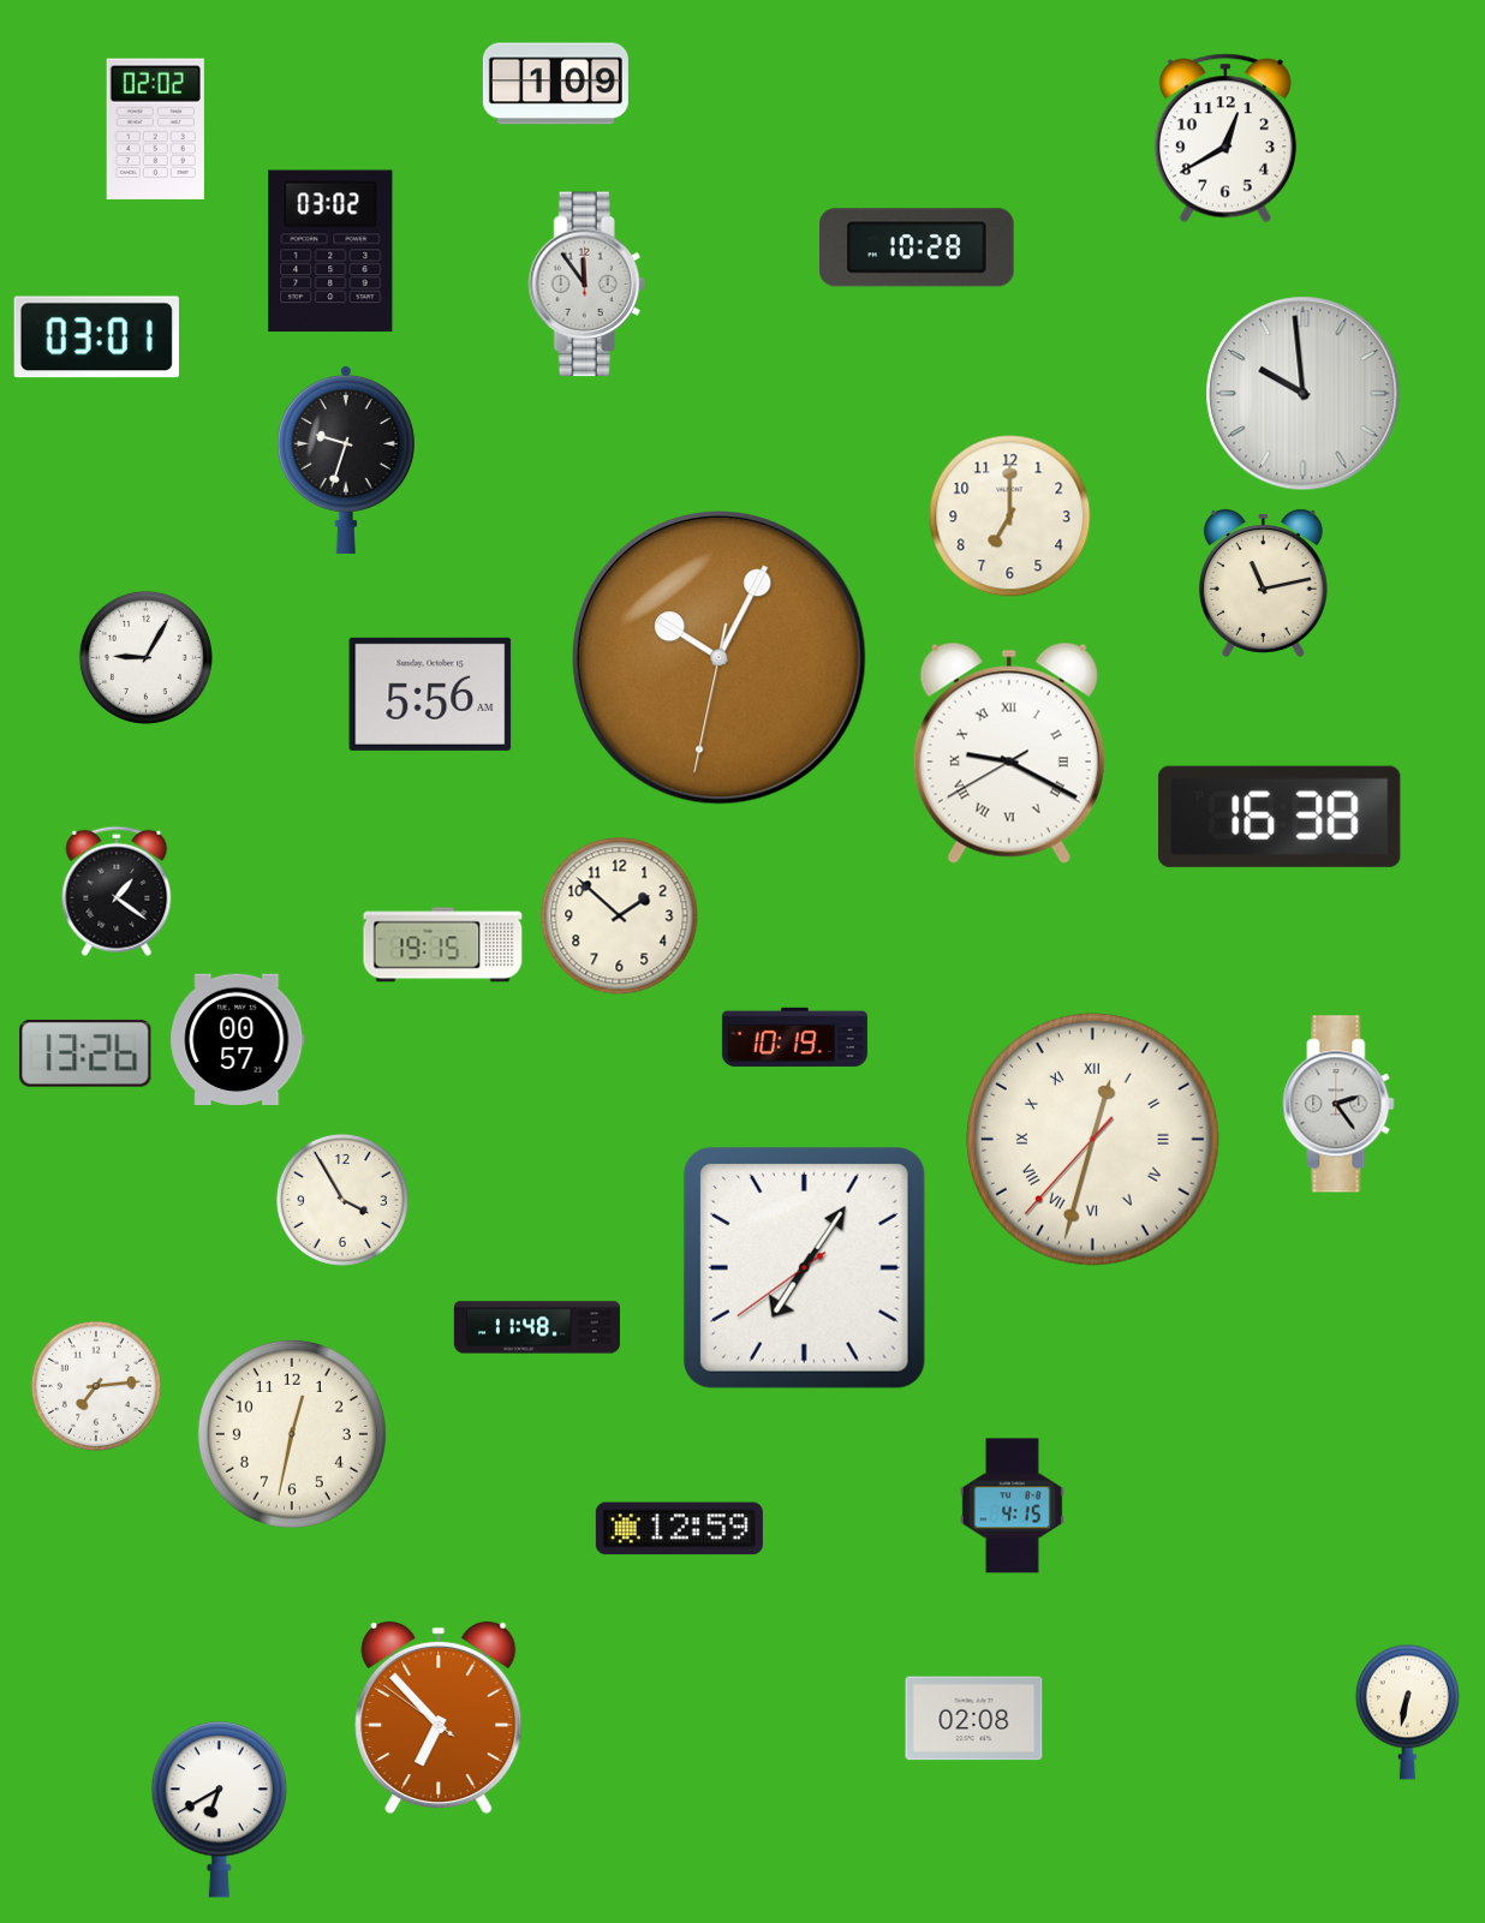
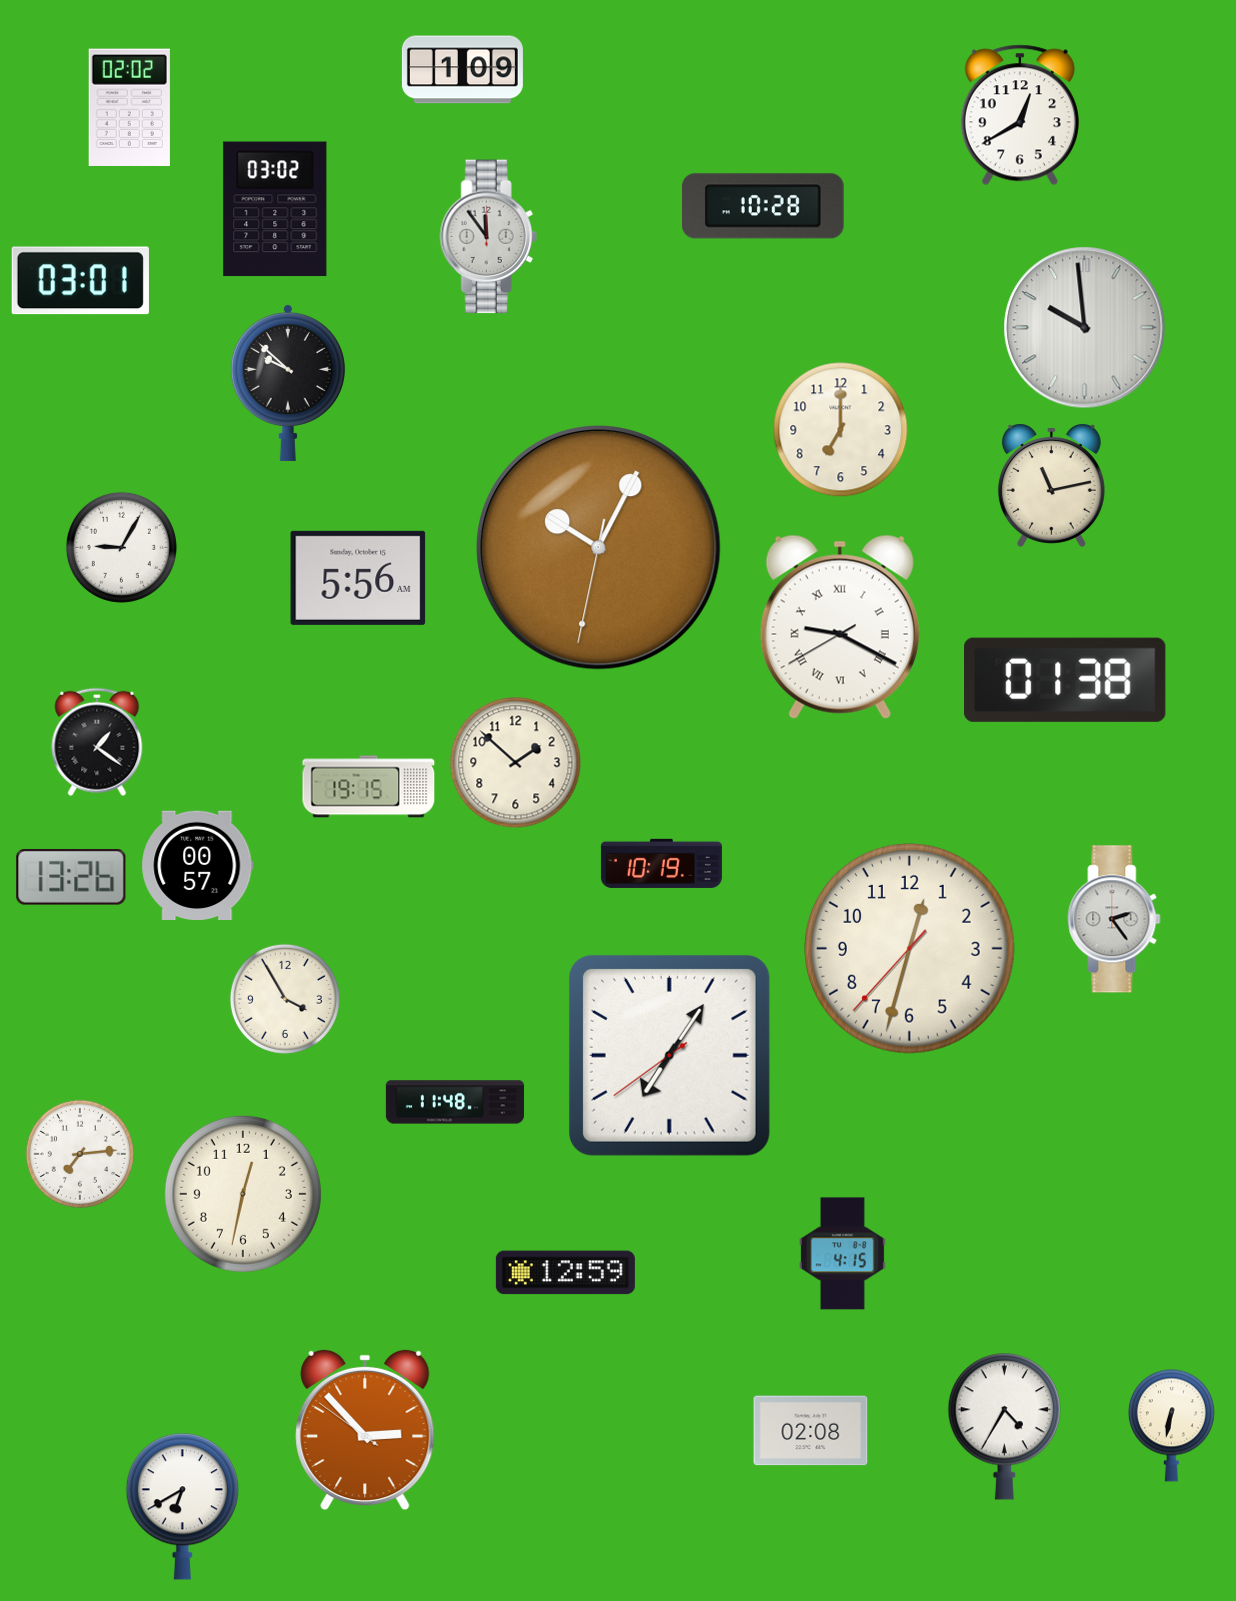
clock at (346, 459): 9:33 -> 9:52
clock at (1280, 817): 16:38 -> 01:38
clock at (1093, 1140) numerals: Roman -> Arabic
clock at (537, 1327) position: (537, 1327) -> (455, 1102)
clock at (1004, 1427): none -> 4:35
clock at (439, 1718): 6:52 -> 2:52
